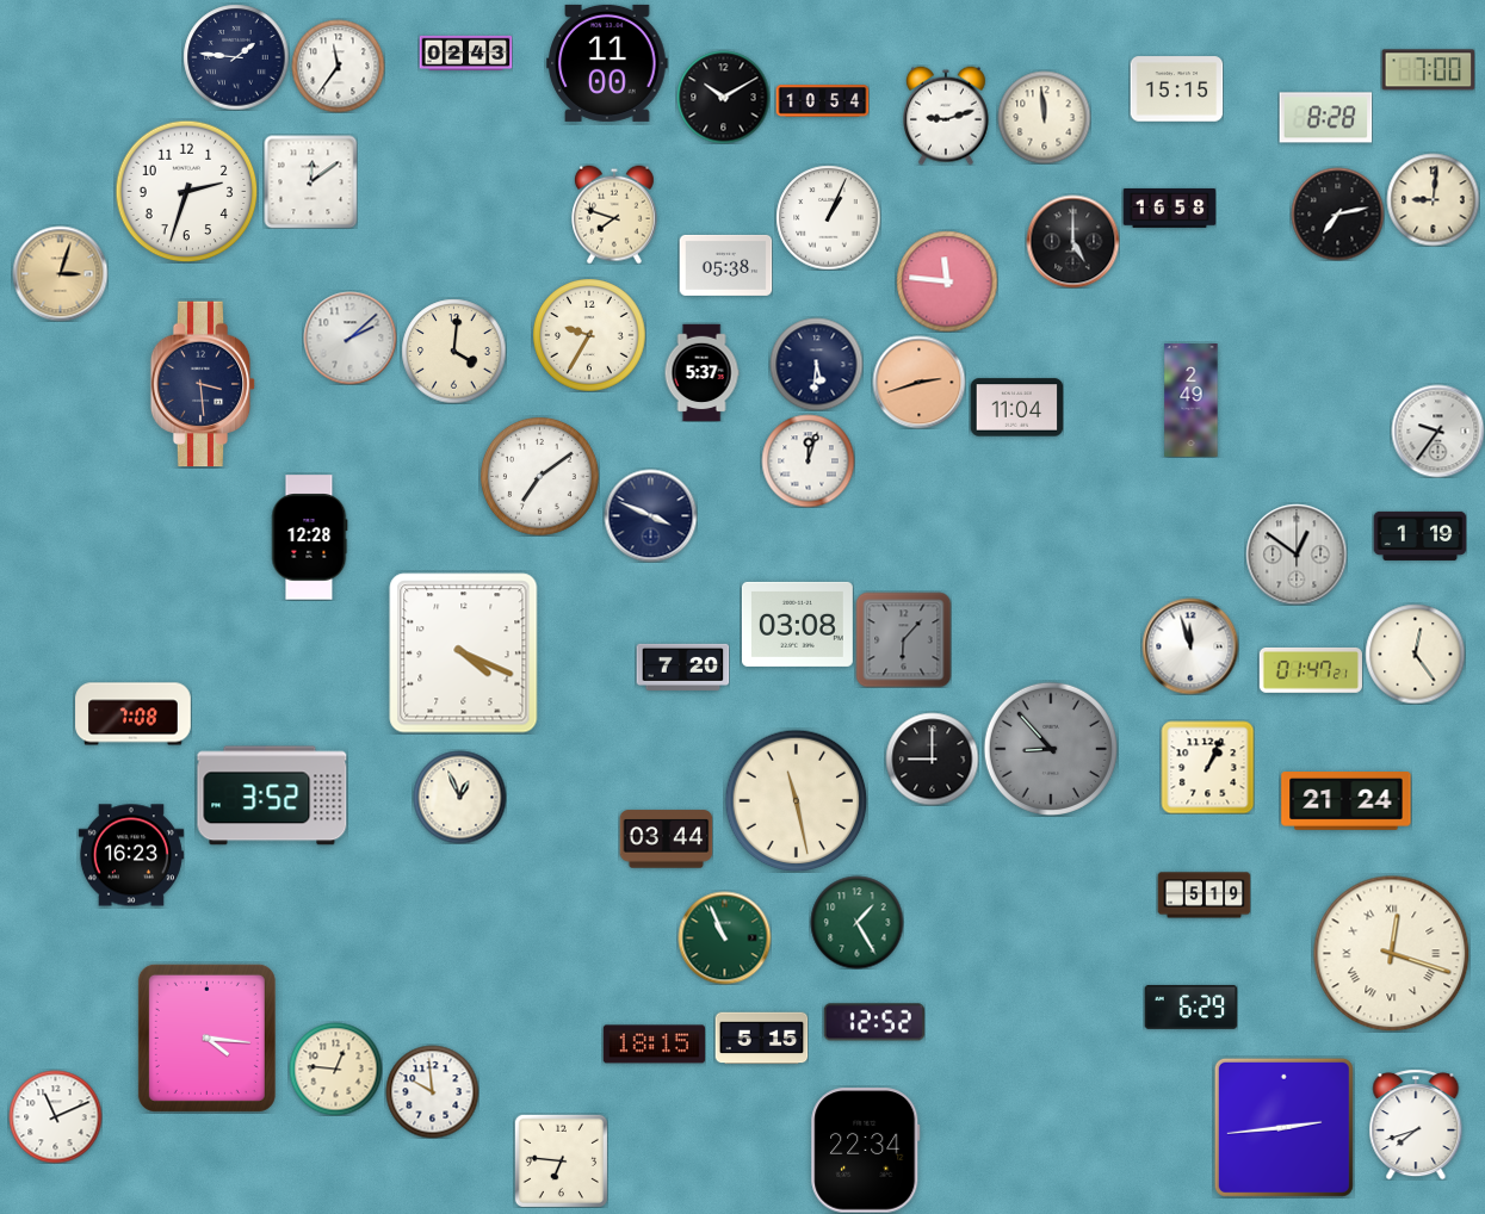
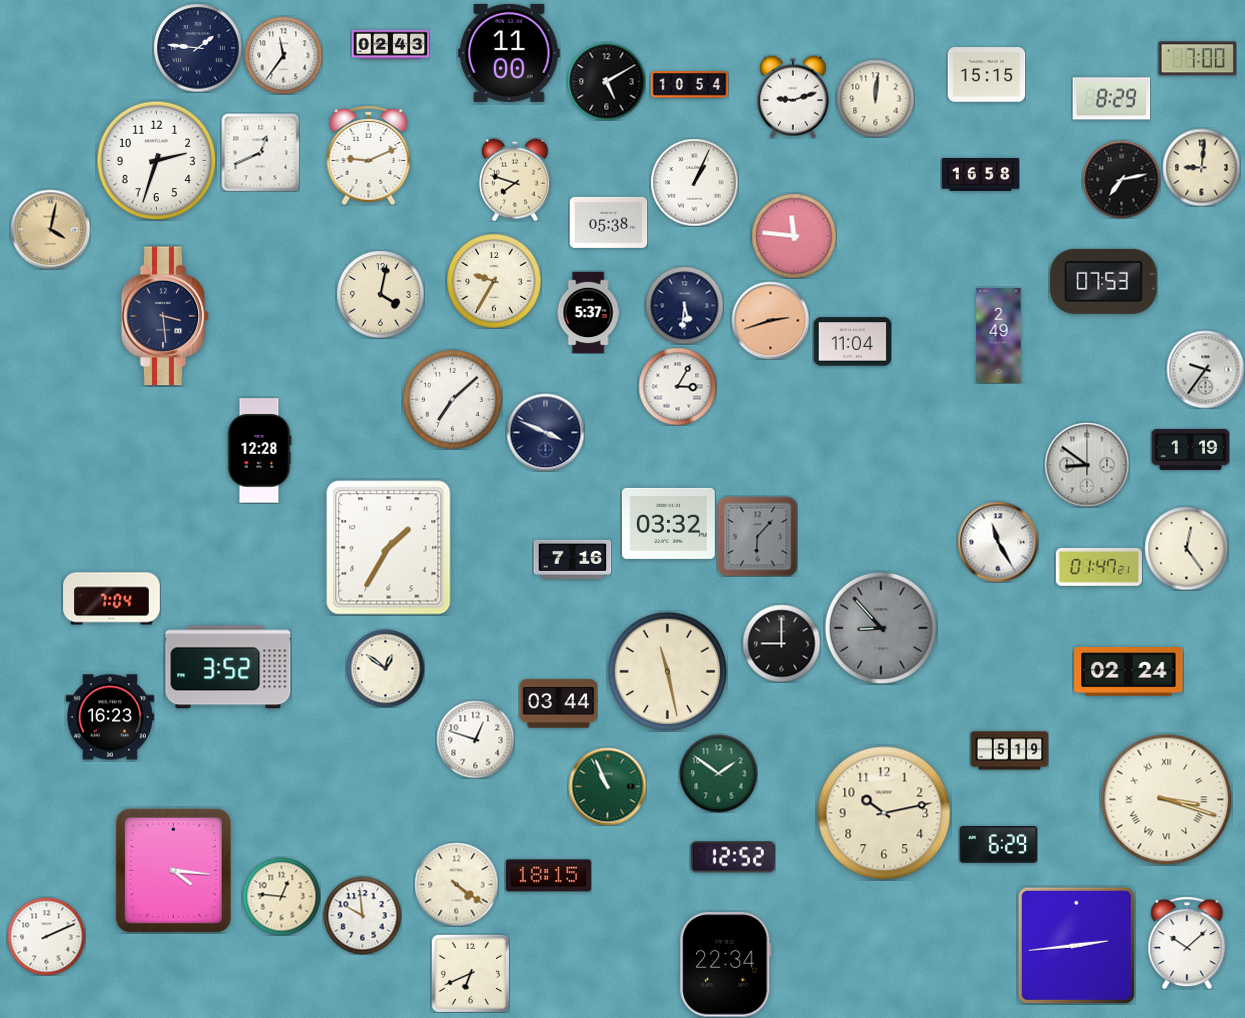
clock at (723, 97): 10:10 -> 5:10
clock at (1044, 117): 11:59 -> 12:01
clock at (1325, 118): 8:28 -> 8:29
clock at (310, 181): 12:09 -> 12:41
clock at (369, 155): none -> 9:11
clock at (1072, 241): 5:00 -> none
clock at (60, 273): 3:03 -> 4:02
clock at (1104, 281): none -> 07:53
clock at (349, 337): 2:08 -> none
clock at (453, 351): 4:01 -> 4:02
clock at (203, 384) position: (203, 384) -> (165, 316)
clock at (1437, 431) position: (1437, 431) -> (1205, 369)
clock at (808, 460): 12:03 -> 3:05
clock at (539, 476): 7:09 -> 7:08
clock at (1297, 555): 12:51 -> 8:51
clock at (797, 624): 03:08 -> 03:32
clock at (1190, 646): 11:57 -> 11:25
clock at (464, 654): 4:19 -> 1:35
clock at (682, 667): 7:20 -> 7:16
clock at (1311, 670) position: (1311, 670) -> (1099, 567)
clock at (134, 714): 7:08 -> 7:04
clock at (932, 758) position: (932, 758) -> (781, 643)
clock at (1207, 767): 1:04 -> none
clock at (459, 797): 12:56 -> 12:51
clock at (1347, 801): 21:24 -> 02:24
clock at (475, 739): none -> 12:48
clock at (856, 922): 1:25 -> 1:51
clock at (1392, 954): 12:18 -> 3:18
clock at (884, 813): none -> 10:13
clock at (761, 1039): 5:15 -> none
clock at (456, 884): none -> 4:21
clock at (55, 1116): 11:11 -> 2:11
clock at (1416, 1125): 7:42 -> 10:08
clock at (561, 1160): 6:46 -> 6:41
